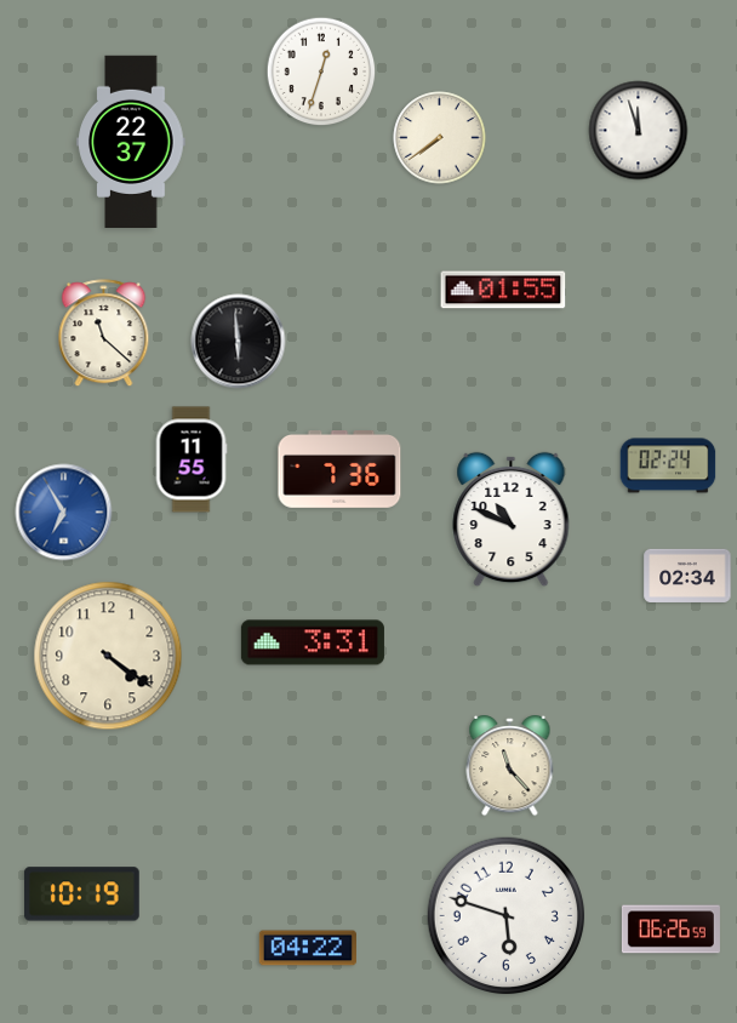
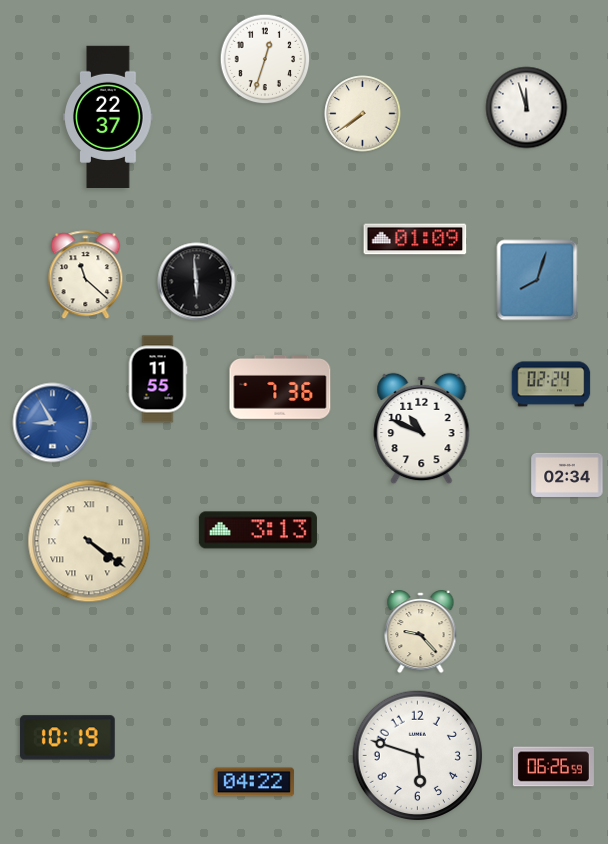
clock at (503, 290): 01:55 -> 01:09
clock at (537, 280): none -> 8:03
clock at (64, 513): 6:55 -> 8:55
clock at (313, 642): 3:31 -> 3:13
clock at (108, 656) numerals: Arabic -> Roman
clock at (510, 767): 11:23 -> 9:23
